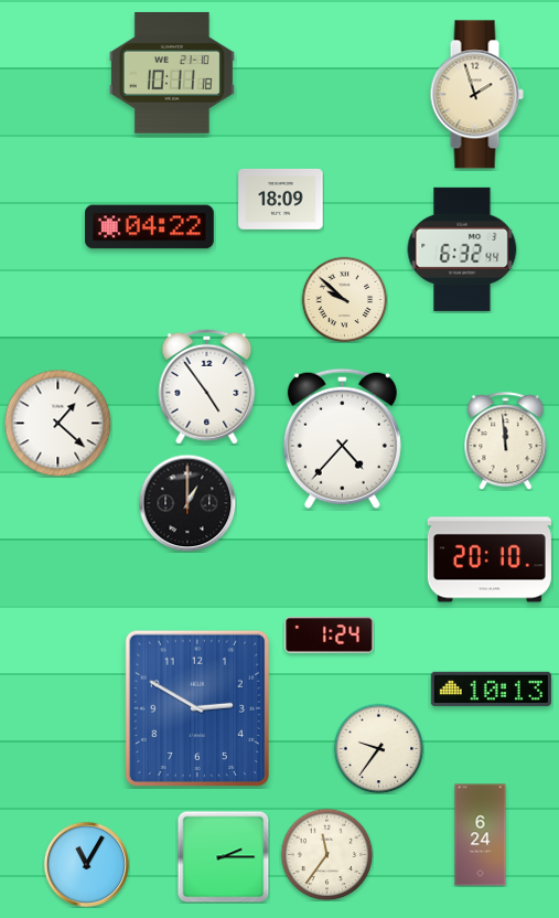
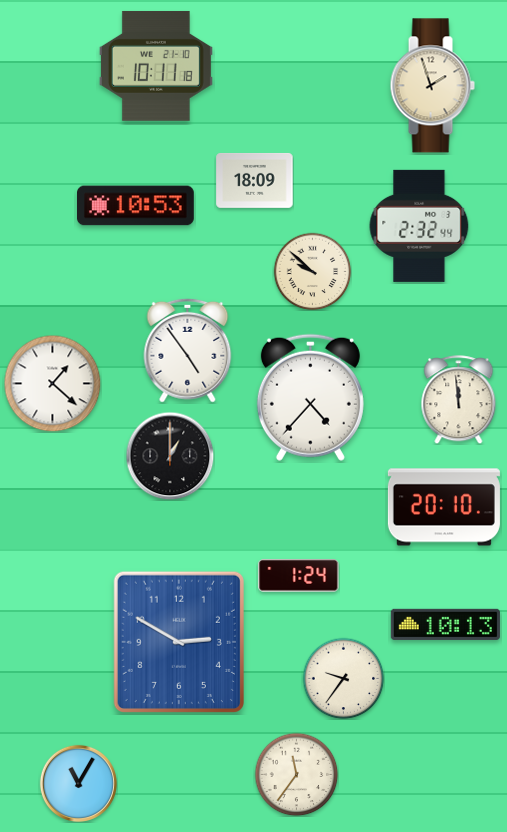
clock at (150, 227): 04:22 -> 10:53
clock at (462, 249): 6:32 -> 2:32
clock at (481, 835): 6:24 -> none
clock at (223, 856): 2:15 -> none
